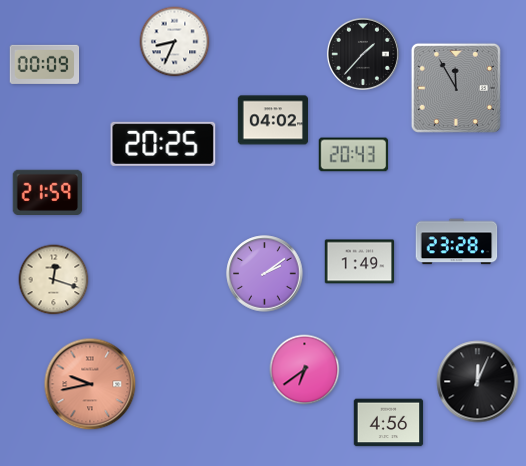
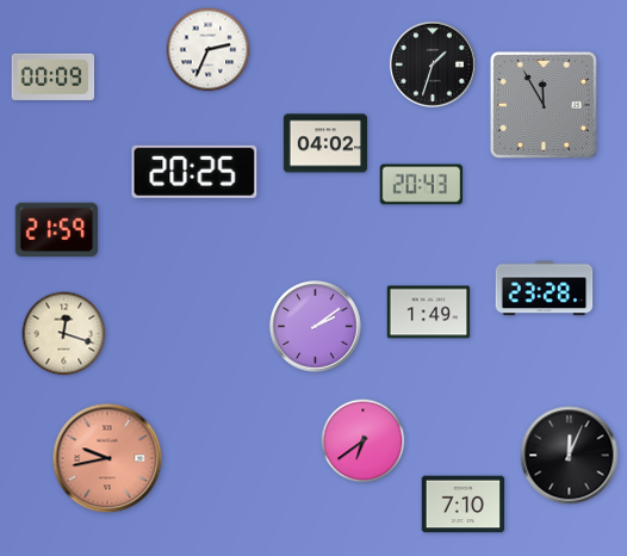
clock at (175, 42): 8:34 -> 2:34
clock at (363, 54): 1:37 -> 1:33
clock at (389, 423): 4:56 -> 7:10
